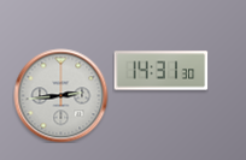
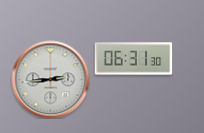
clock at (160, 71): 14:31 -> 06:31
